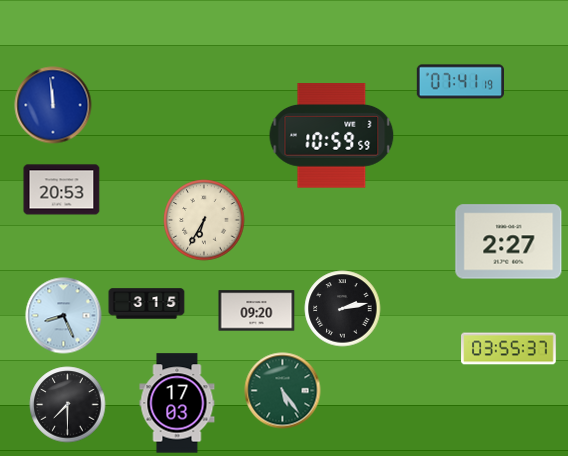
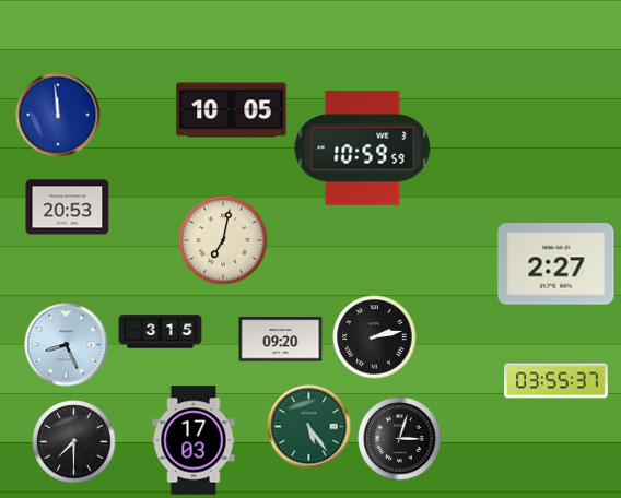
clock at (460, 82): 07:41 -> none
clock at (232, 110): none -> 10:05
clock at (204, 220): 6:35 -> 7:02
clock at (64, 316) position: (64, 316) -> (67, 345)
clock at (400, 439): none -> 3:03
